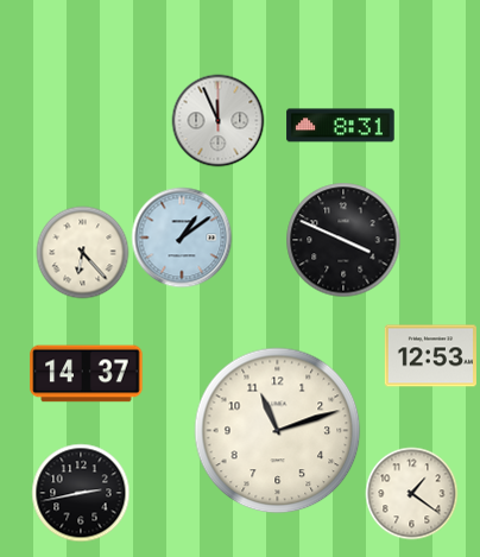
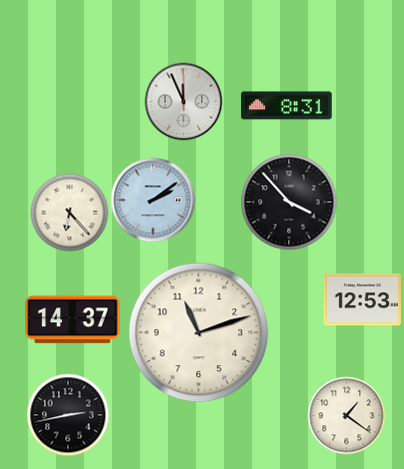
clock at (182, 238): 1:09 -> 2:09
clock at (343, 240): 3:49 -> 3:53
clock at (87, 374) position: (87, 374) -> (73, 320)
clock at (278, 431) position: (278, 431) -> (199, 333)
